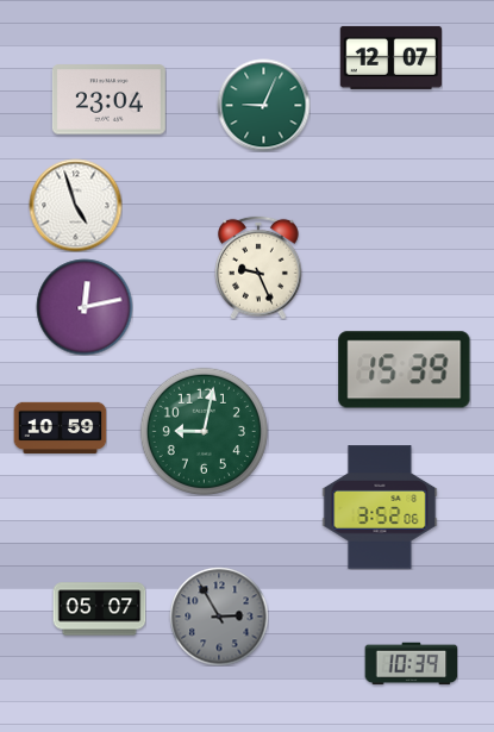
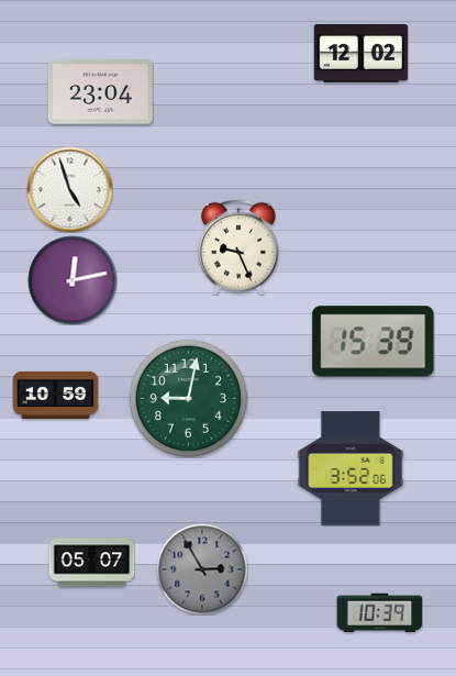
clock at (390, 57): 12:07 -> 12:02
clock at (263, 105): 9:04 -> none
clock at (85, 307) position: (85, 307) -> (73, 280)
